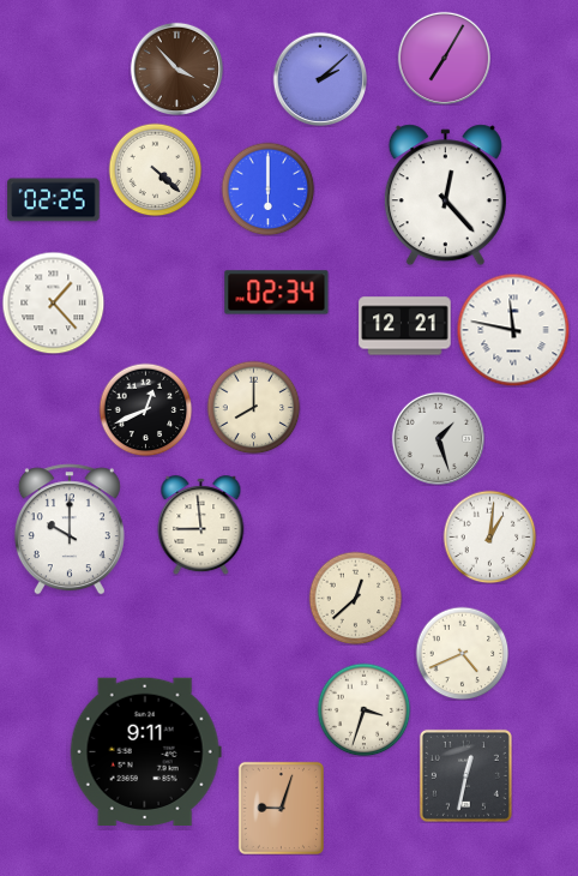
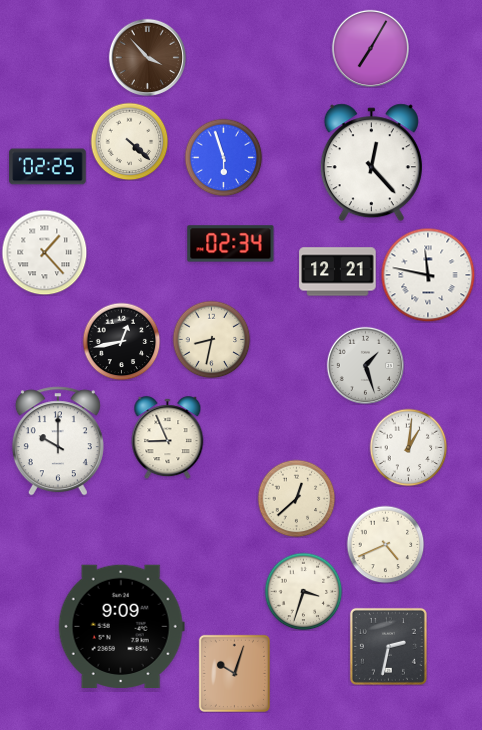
clock at (320, 79): 2:08 -> none
clock at (267, 188): 6:00 -> 5:57
clock at (54, 200) position: (54, 200) -> (48, 167)
clock at (253, 407): 8:00 -> 8:32
clock at (145, 409): 12:41 -> 12:43
clock at (201, 526): 8:59 -> 8:56
clock at (145, 751): 9:11 -> 9:09
clock at (465, 775): 12:32 -> 2:32
clock at (281, 808): 9:03 -> 10:03
